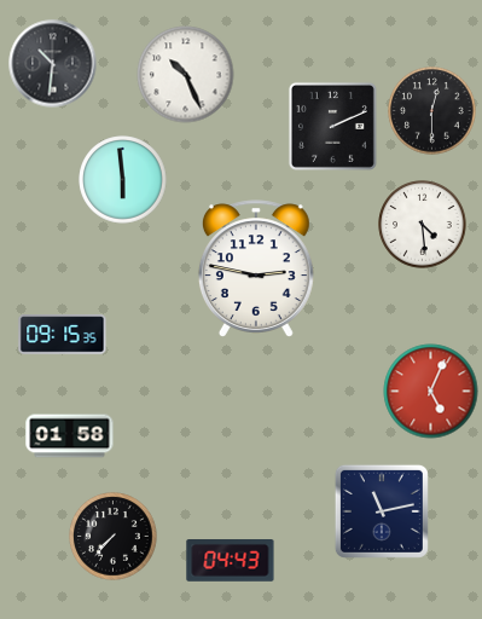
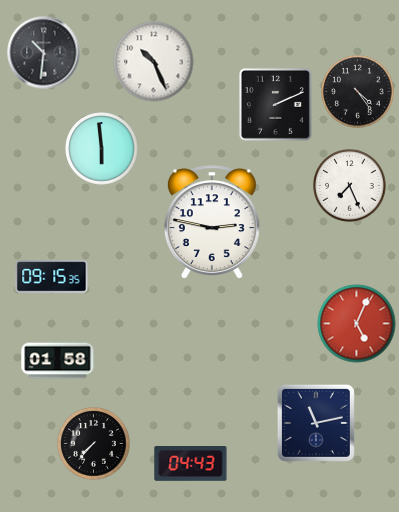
clock at (432, 111): 12:30 -> 4:24
clock at (423, 225): 4:29 -> 7:26
